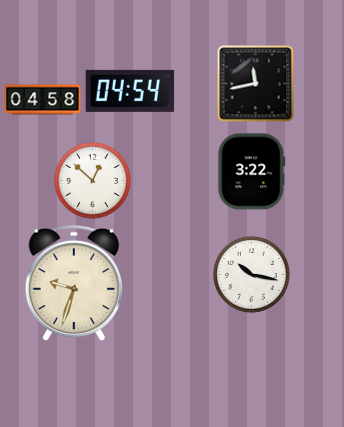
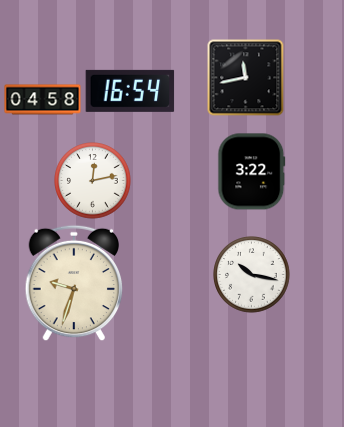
clock at (256, 84) position: (256, 84) -> (246, 78)
clock at (130, 91): 04:54 -> 16:54
clock at (93, 181): 12:52 -> 12:13
